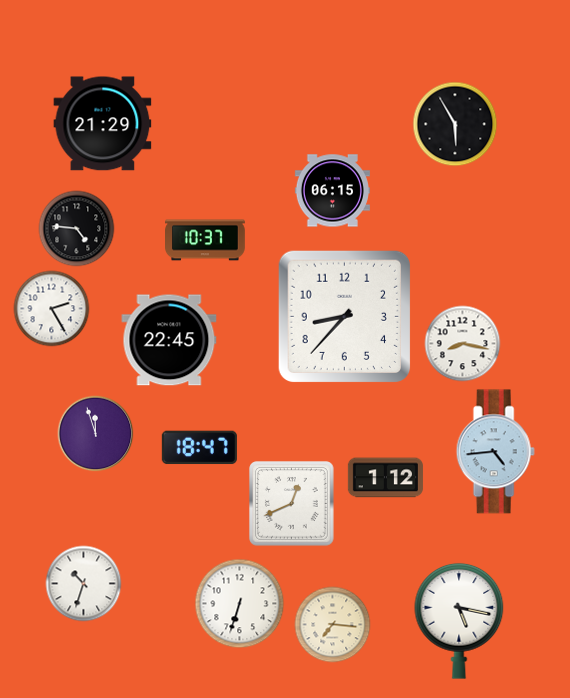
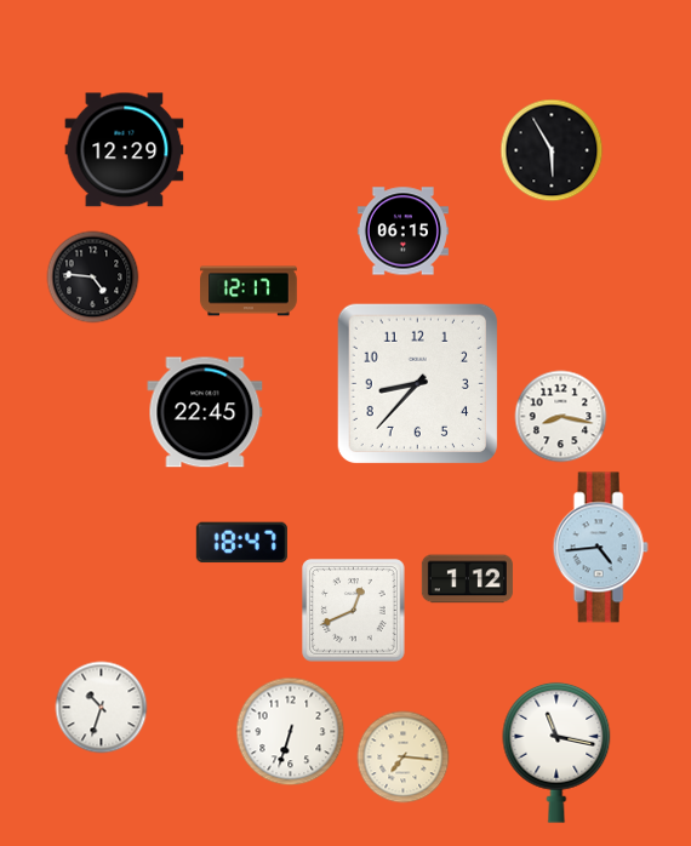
clock at (103, 124): 21:29 -> 12:29
clock at (205, 240): 10:37 -> 12:17
clock at (52, 309): 2:25 -> none
clock at (96, 434): 11:57 -> none
clock at (459, 621): 5:17 -> 11:17
